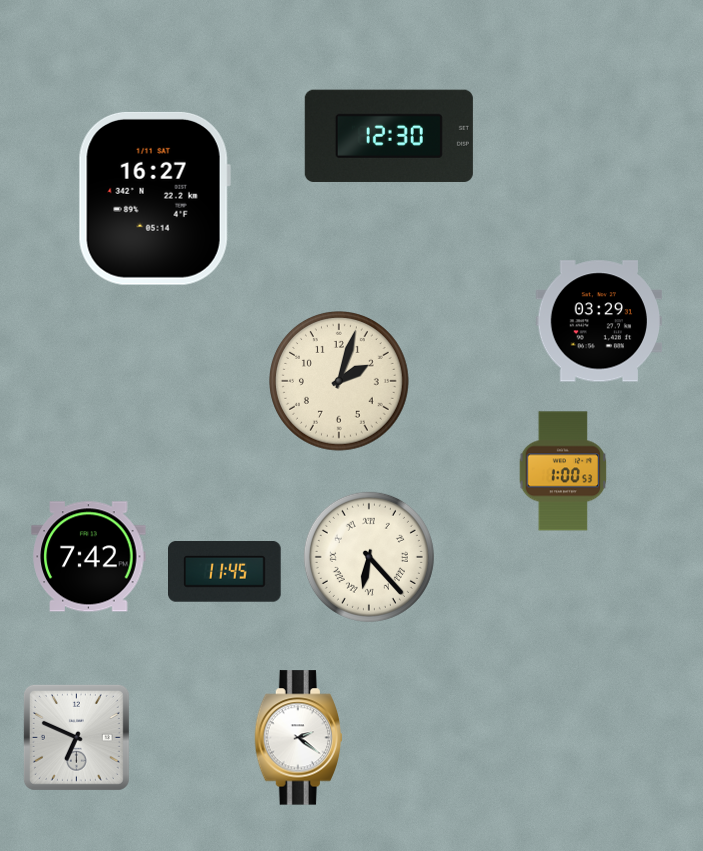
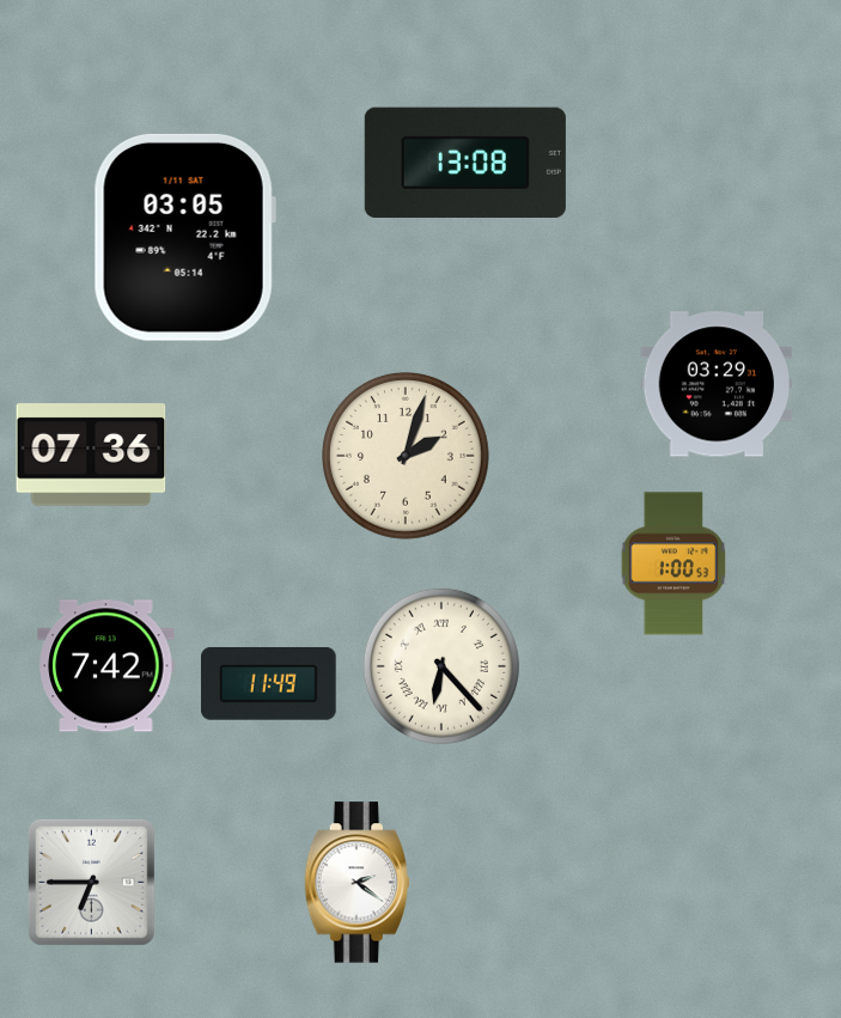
clock at (389, 136): 12:30 -> 13:08
clock at (154, 198): 16:27 -> 03:05
clock at (91, 455): none -> 07:36
clock at (225, 572): 11:45 -> 11:49
clock at (76, 737): 6:49 -> 6:45
